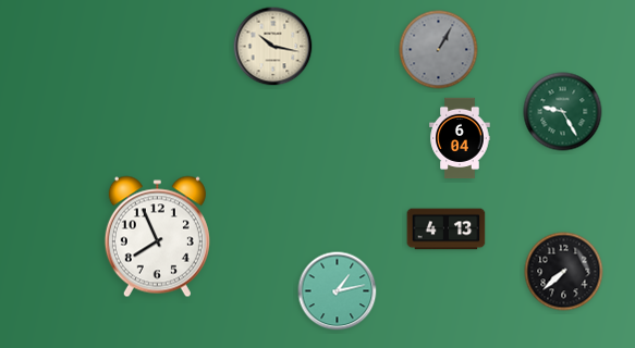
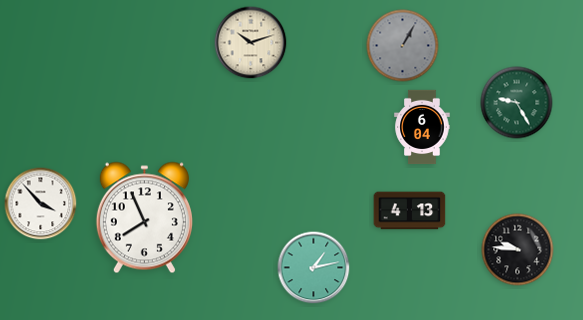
clock at (273, 47): 10:17 -> 10:12
clock at (41, 204): none -> 3:53
clock at (564, 272): 7:38 -> 9:46
clock at (338, 291) position: (338, 291) -> (314, 268)
